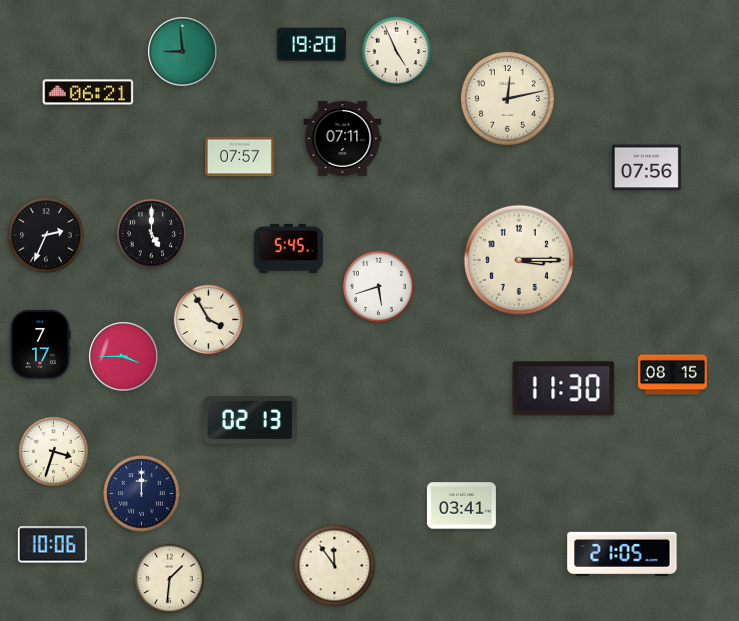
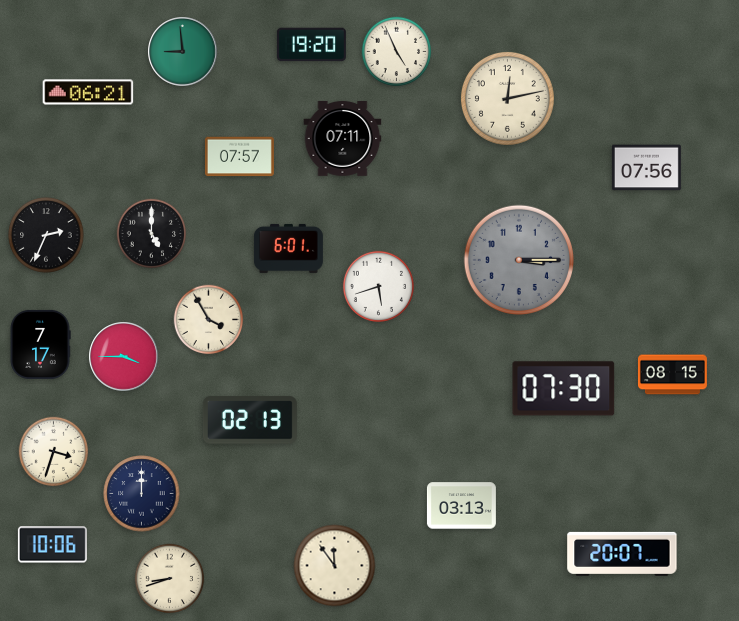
clock at (288, 248): 5:45 -> 6:01
clock at (518, 259) dial: cream -> grey
clock at (564, 389): 11:30 -> 07:30
clock at (461, 506): 03:41 -> 03:13
clock at (622, 554): 21:05 -> 20:07
clock at (170, 579): 1:31 -> 8:42
